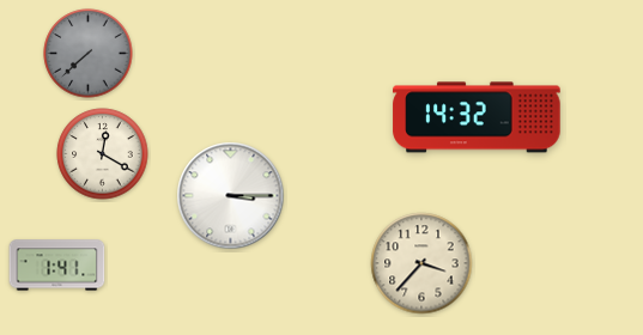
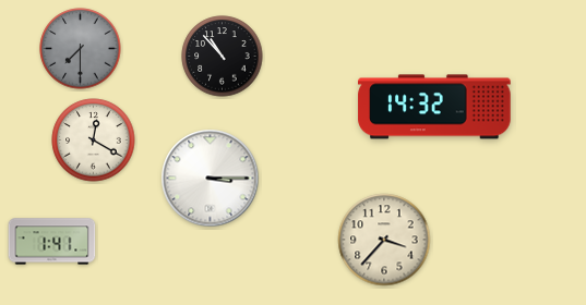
clock at (89, 54): 7:38 -> 7:30
clock at (223, 57): none -> 10:53
